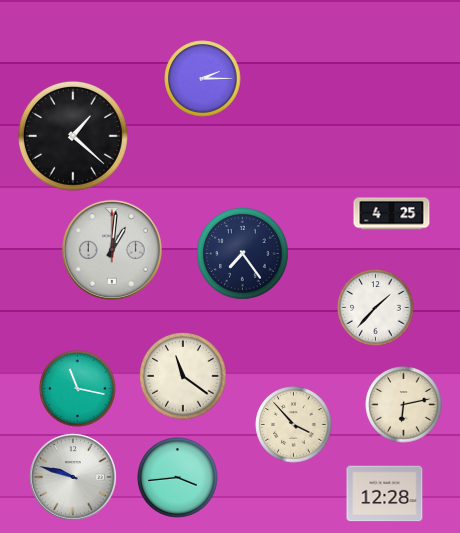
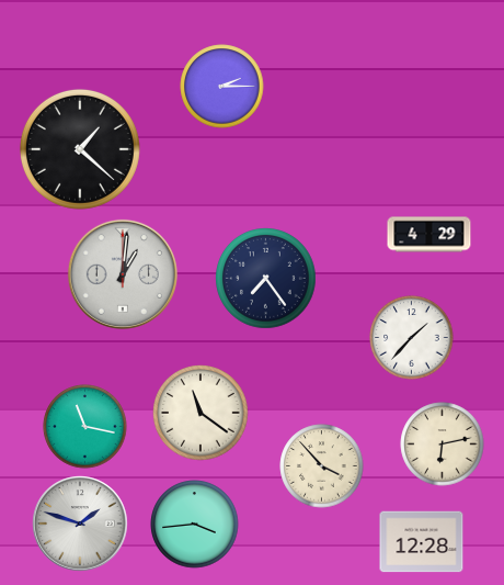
clock at (392, 214): 4:25 -> 4:29
clock at (73, 477): 9:48 -> 1:48
